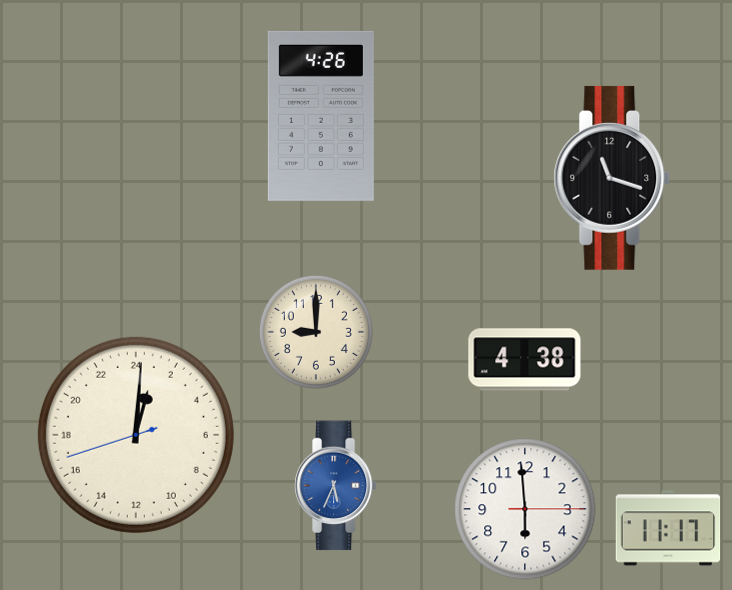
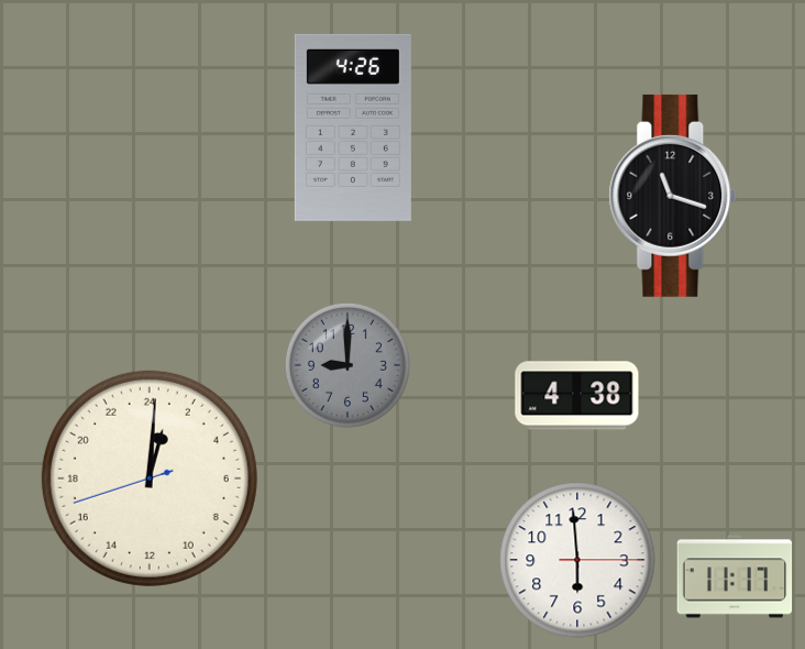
clock at (316, 332) dial: cream -> grey
clock at (335, 486): 5:34 -> none
clock at (668, 528) position: (668, 528) -> (735, 576)
